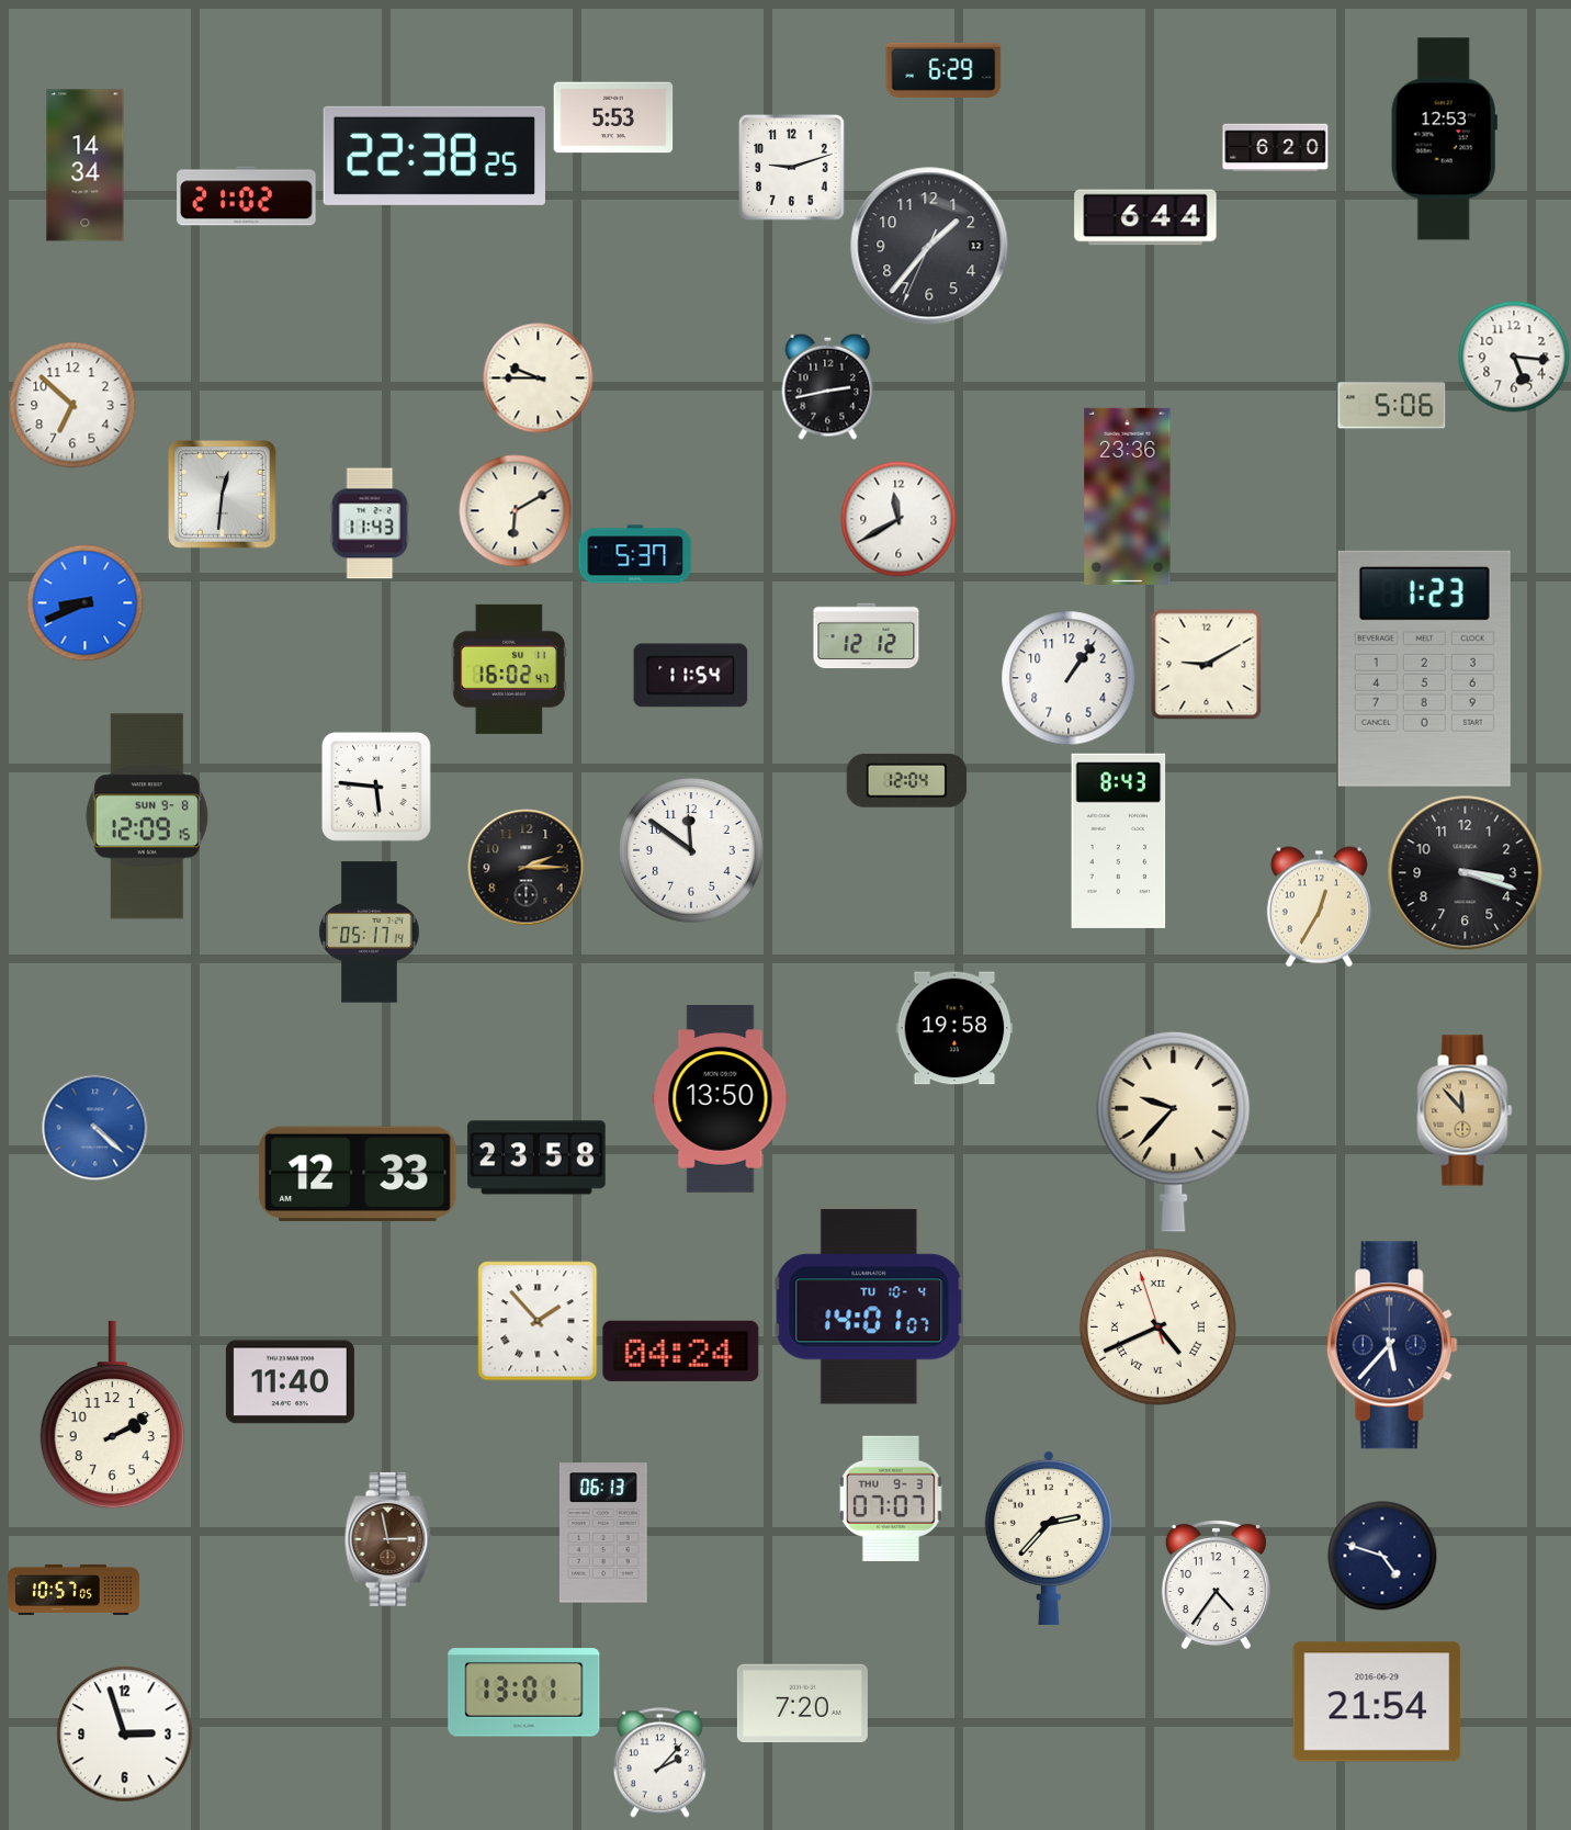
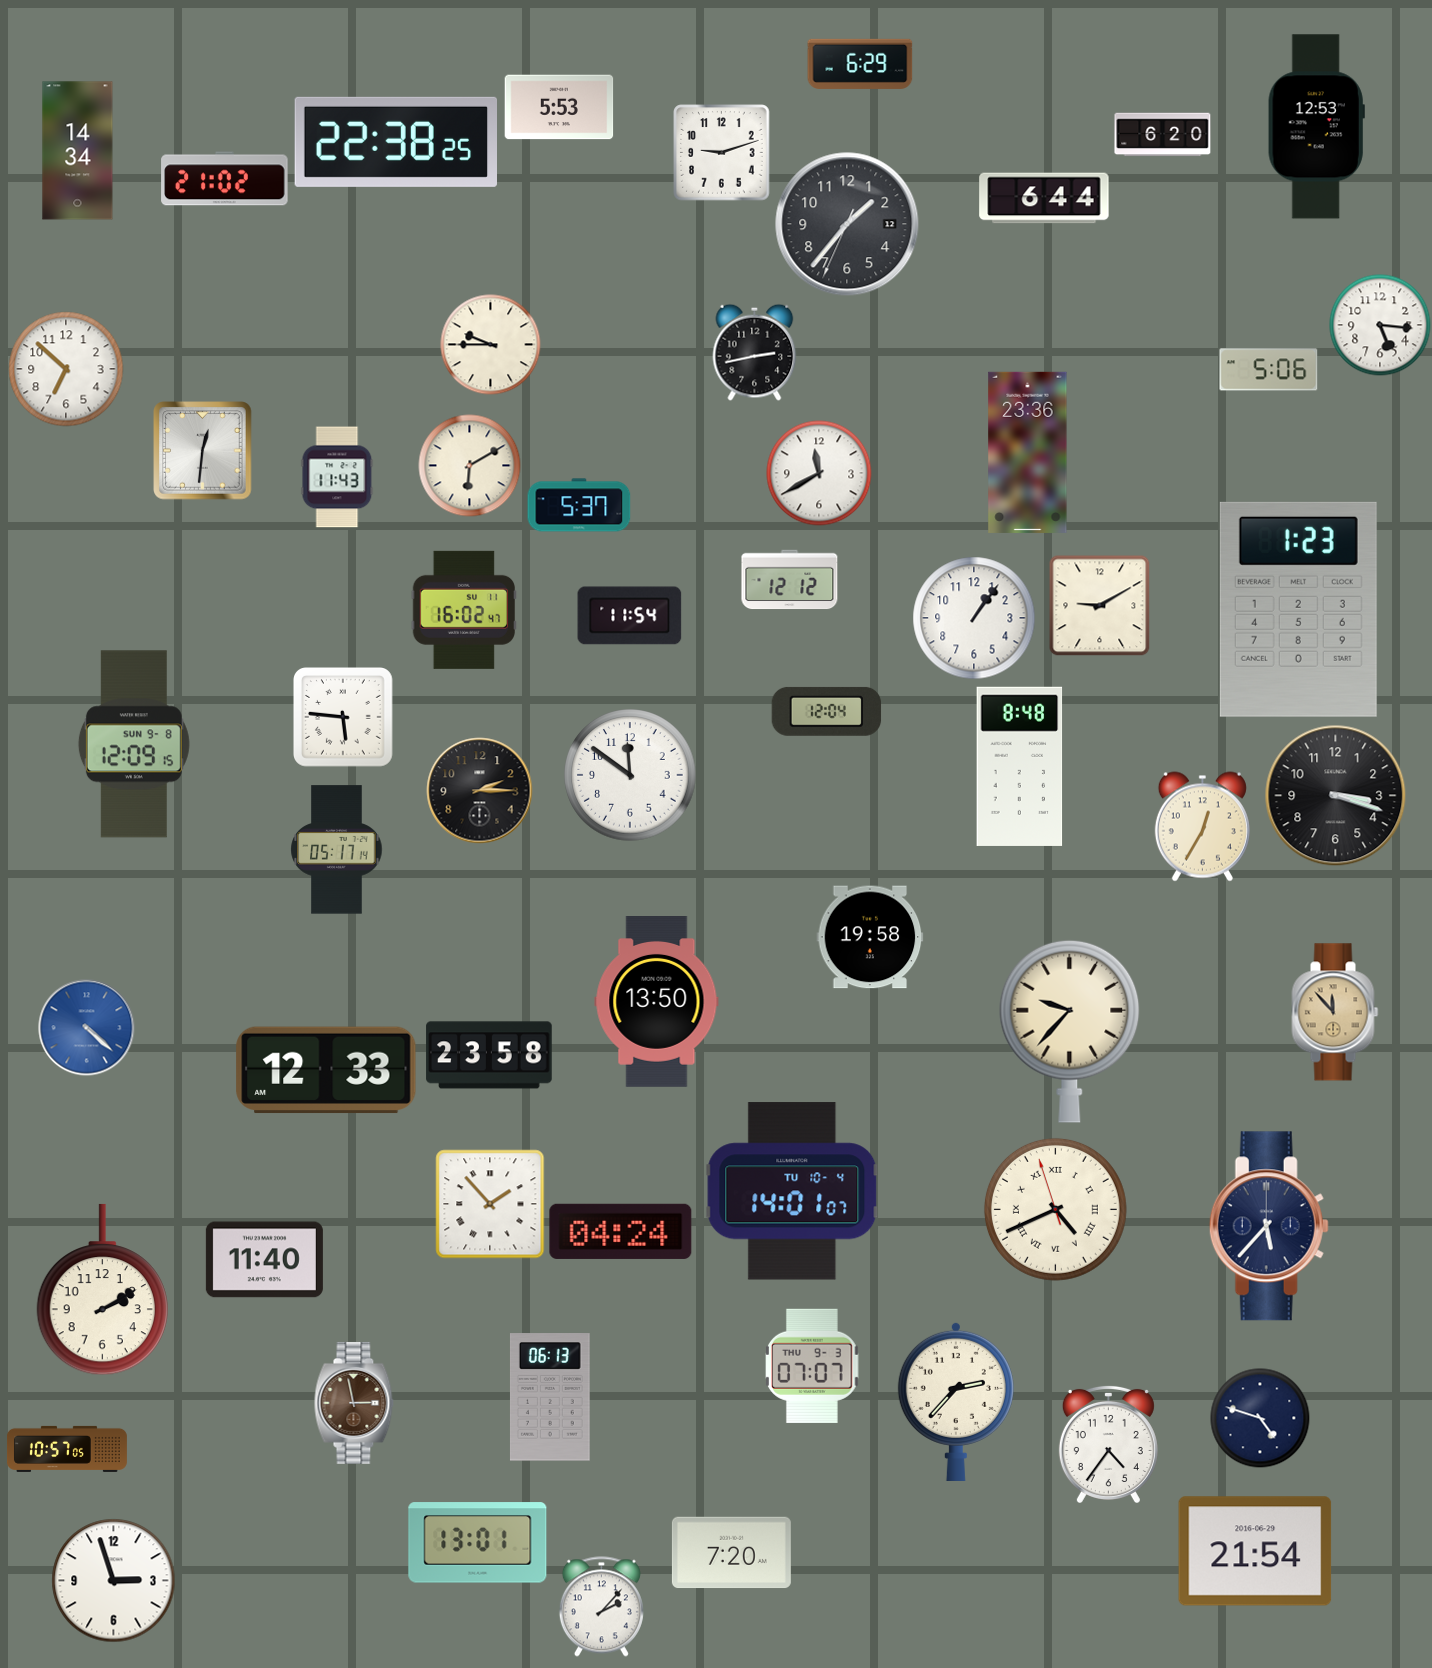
clock at (86, 603): 8:41 -> none
clock at (1119, 840): 8:43 -> 8:48
